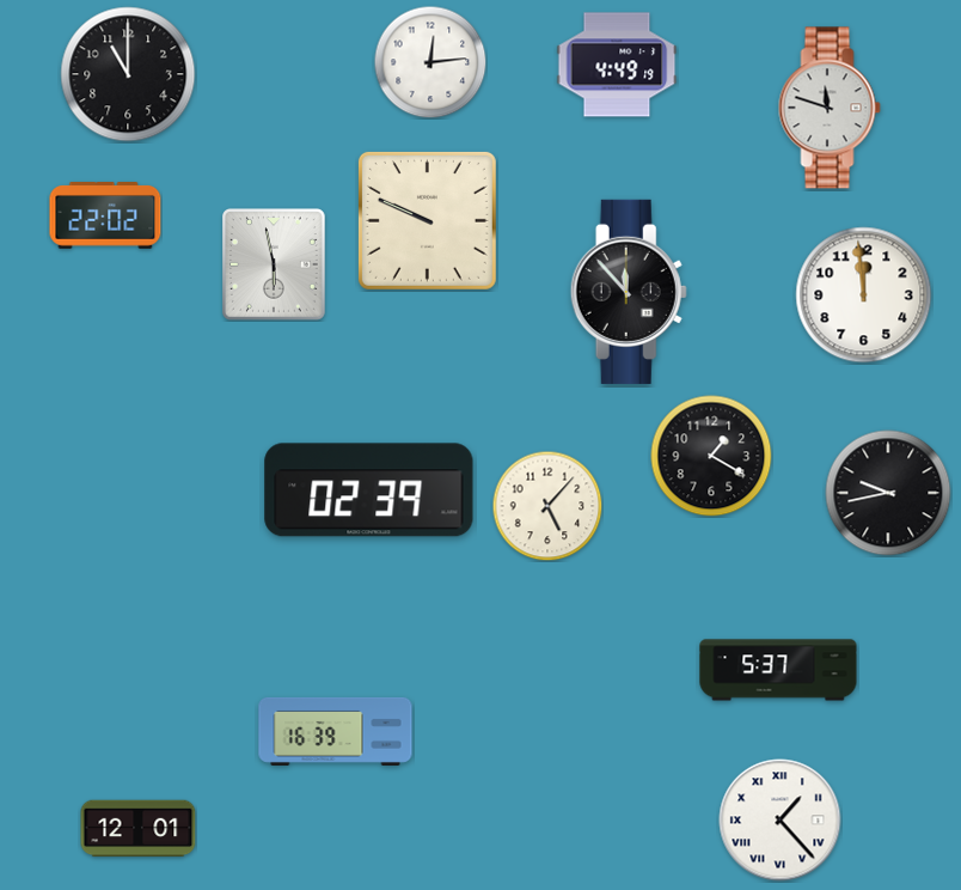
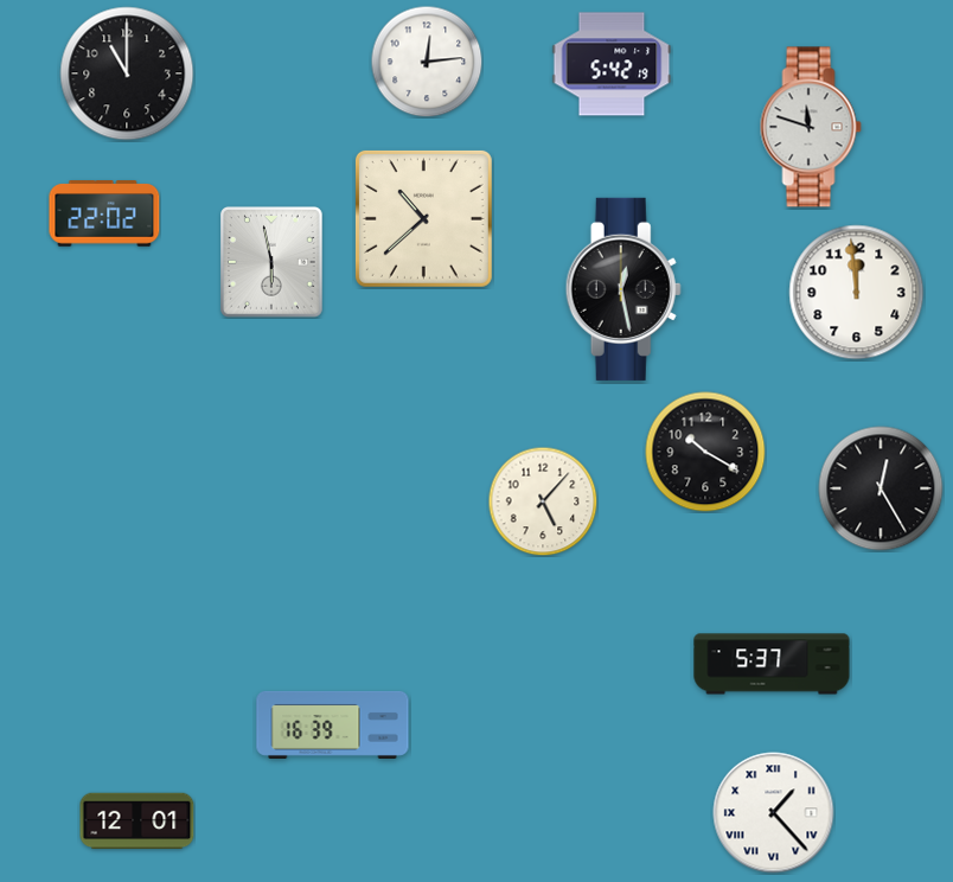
clock at (617, 65): 4:49 -> 5:42
clock at (830, 108) position: (830, 108) -> (811, 127)
clock at (427, 220): 9:49 -> 10:38
clock at (629, 292): 11:53 -> 12:28
clock at (711, 456): 1:20 -> 10:20
clock at (369, 490): 02:39 -> none
clock at (888, 493): 9:43 -> 12:25
